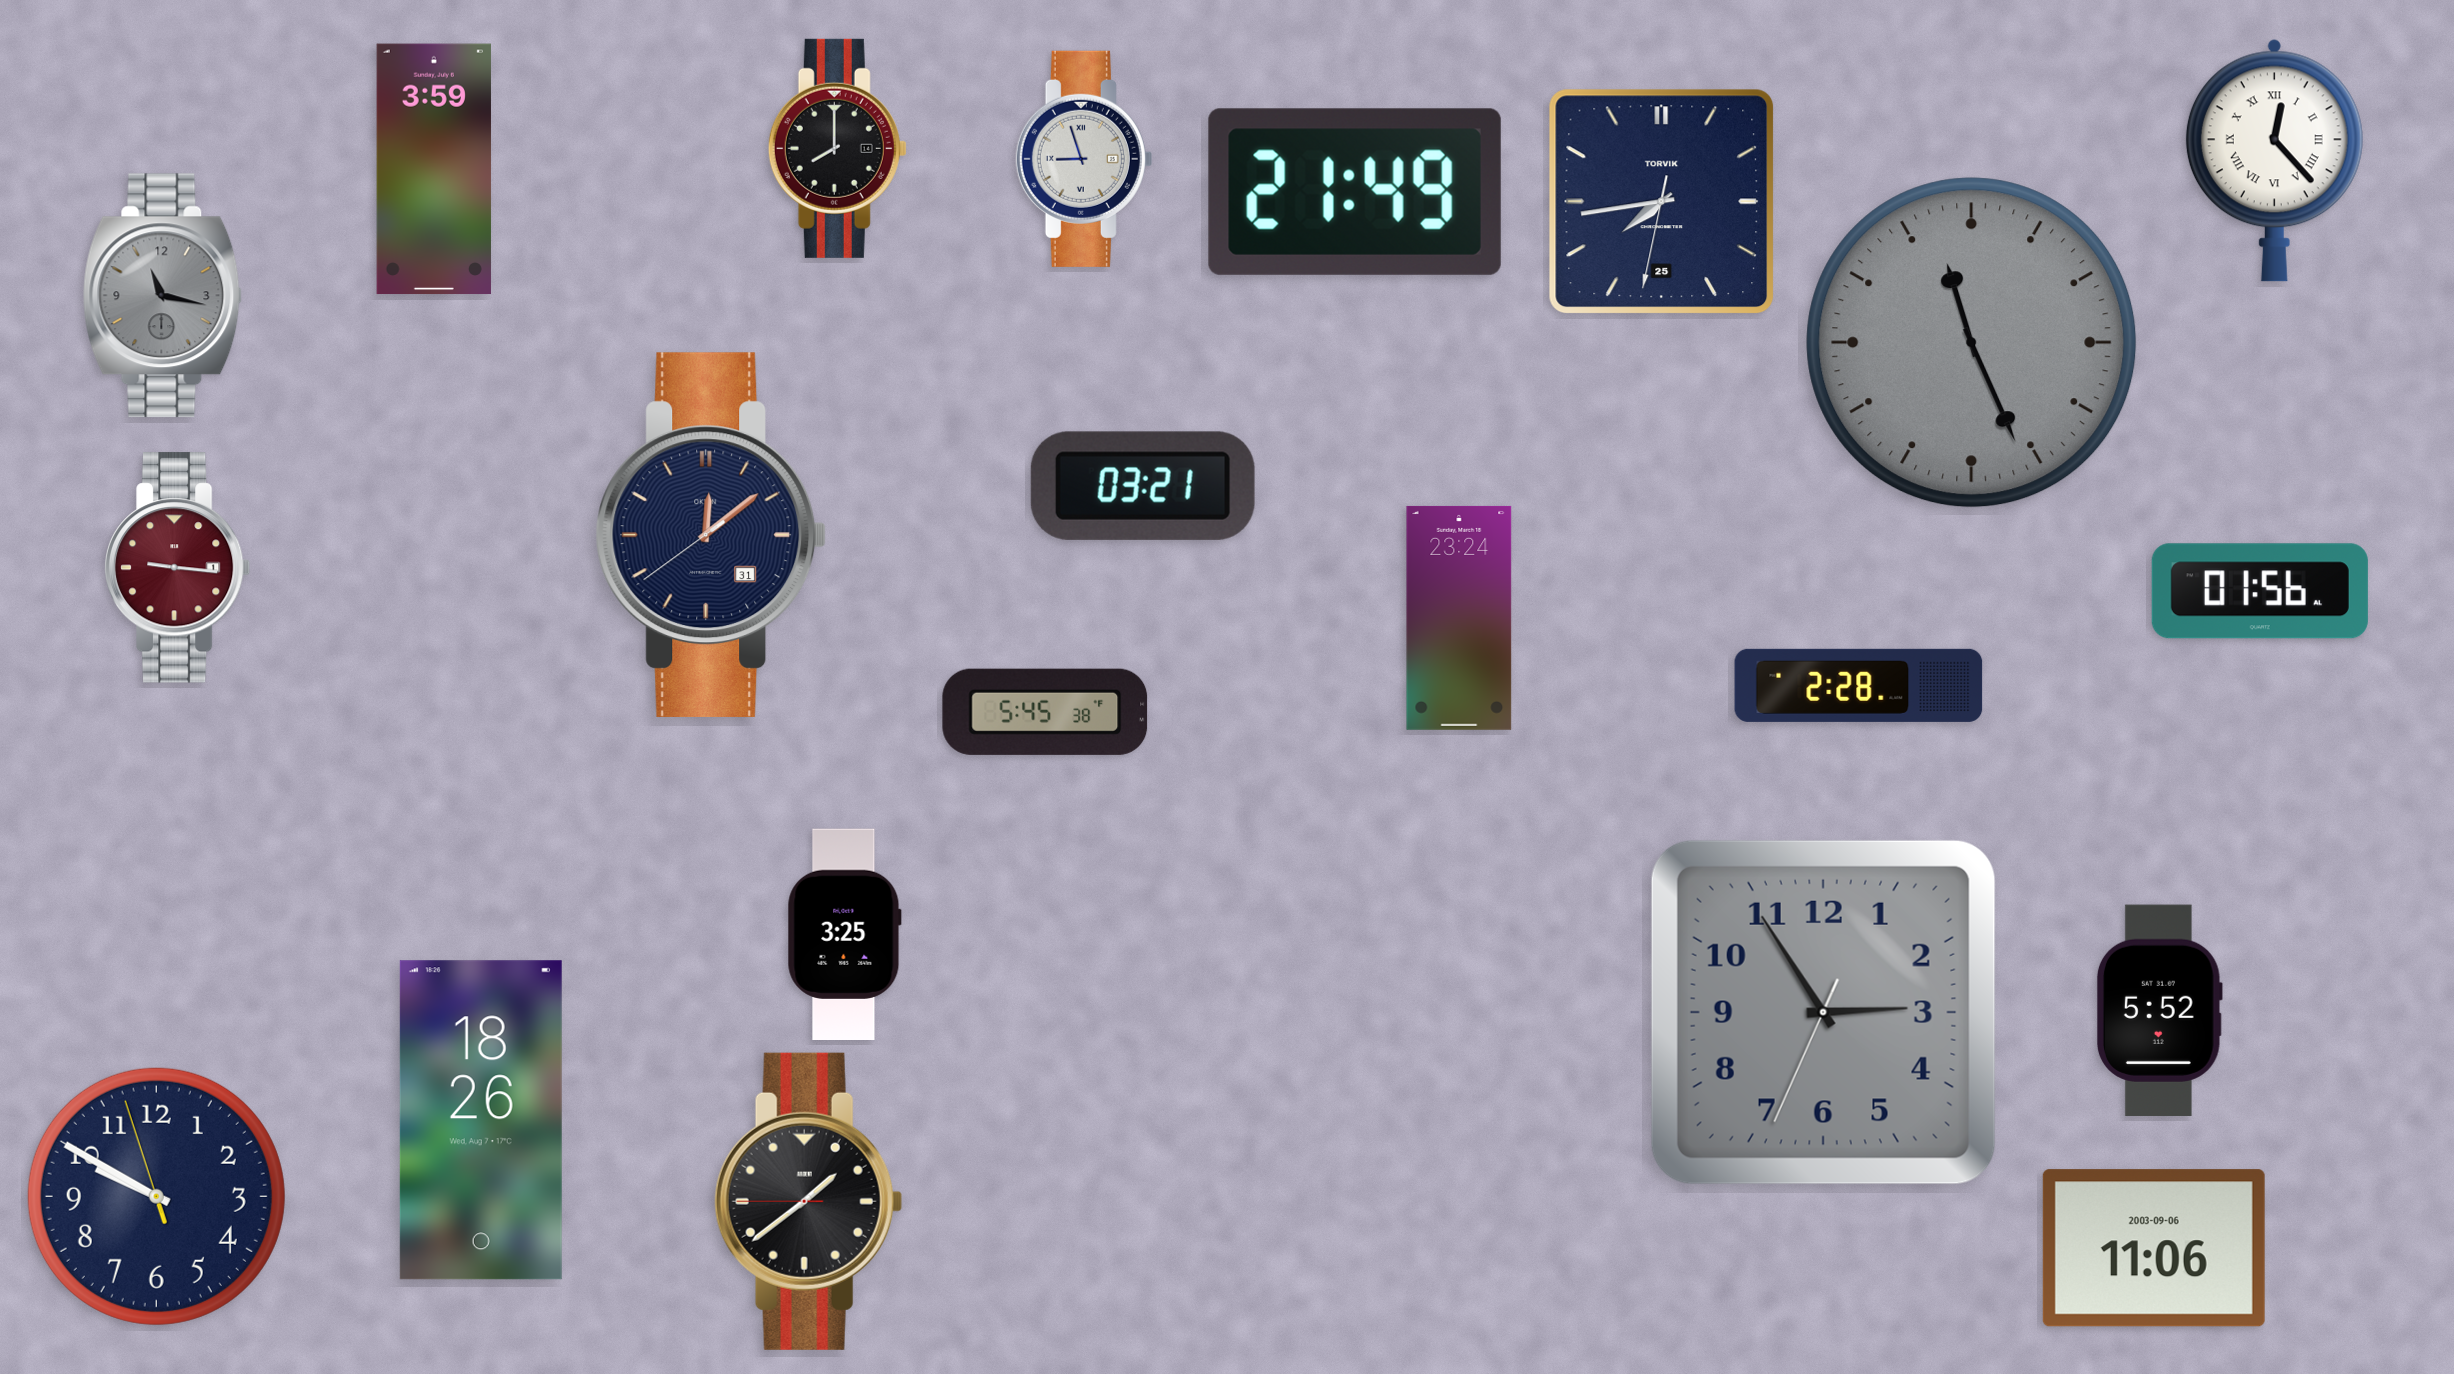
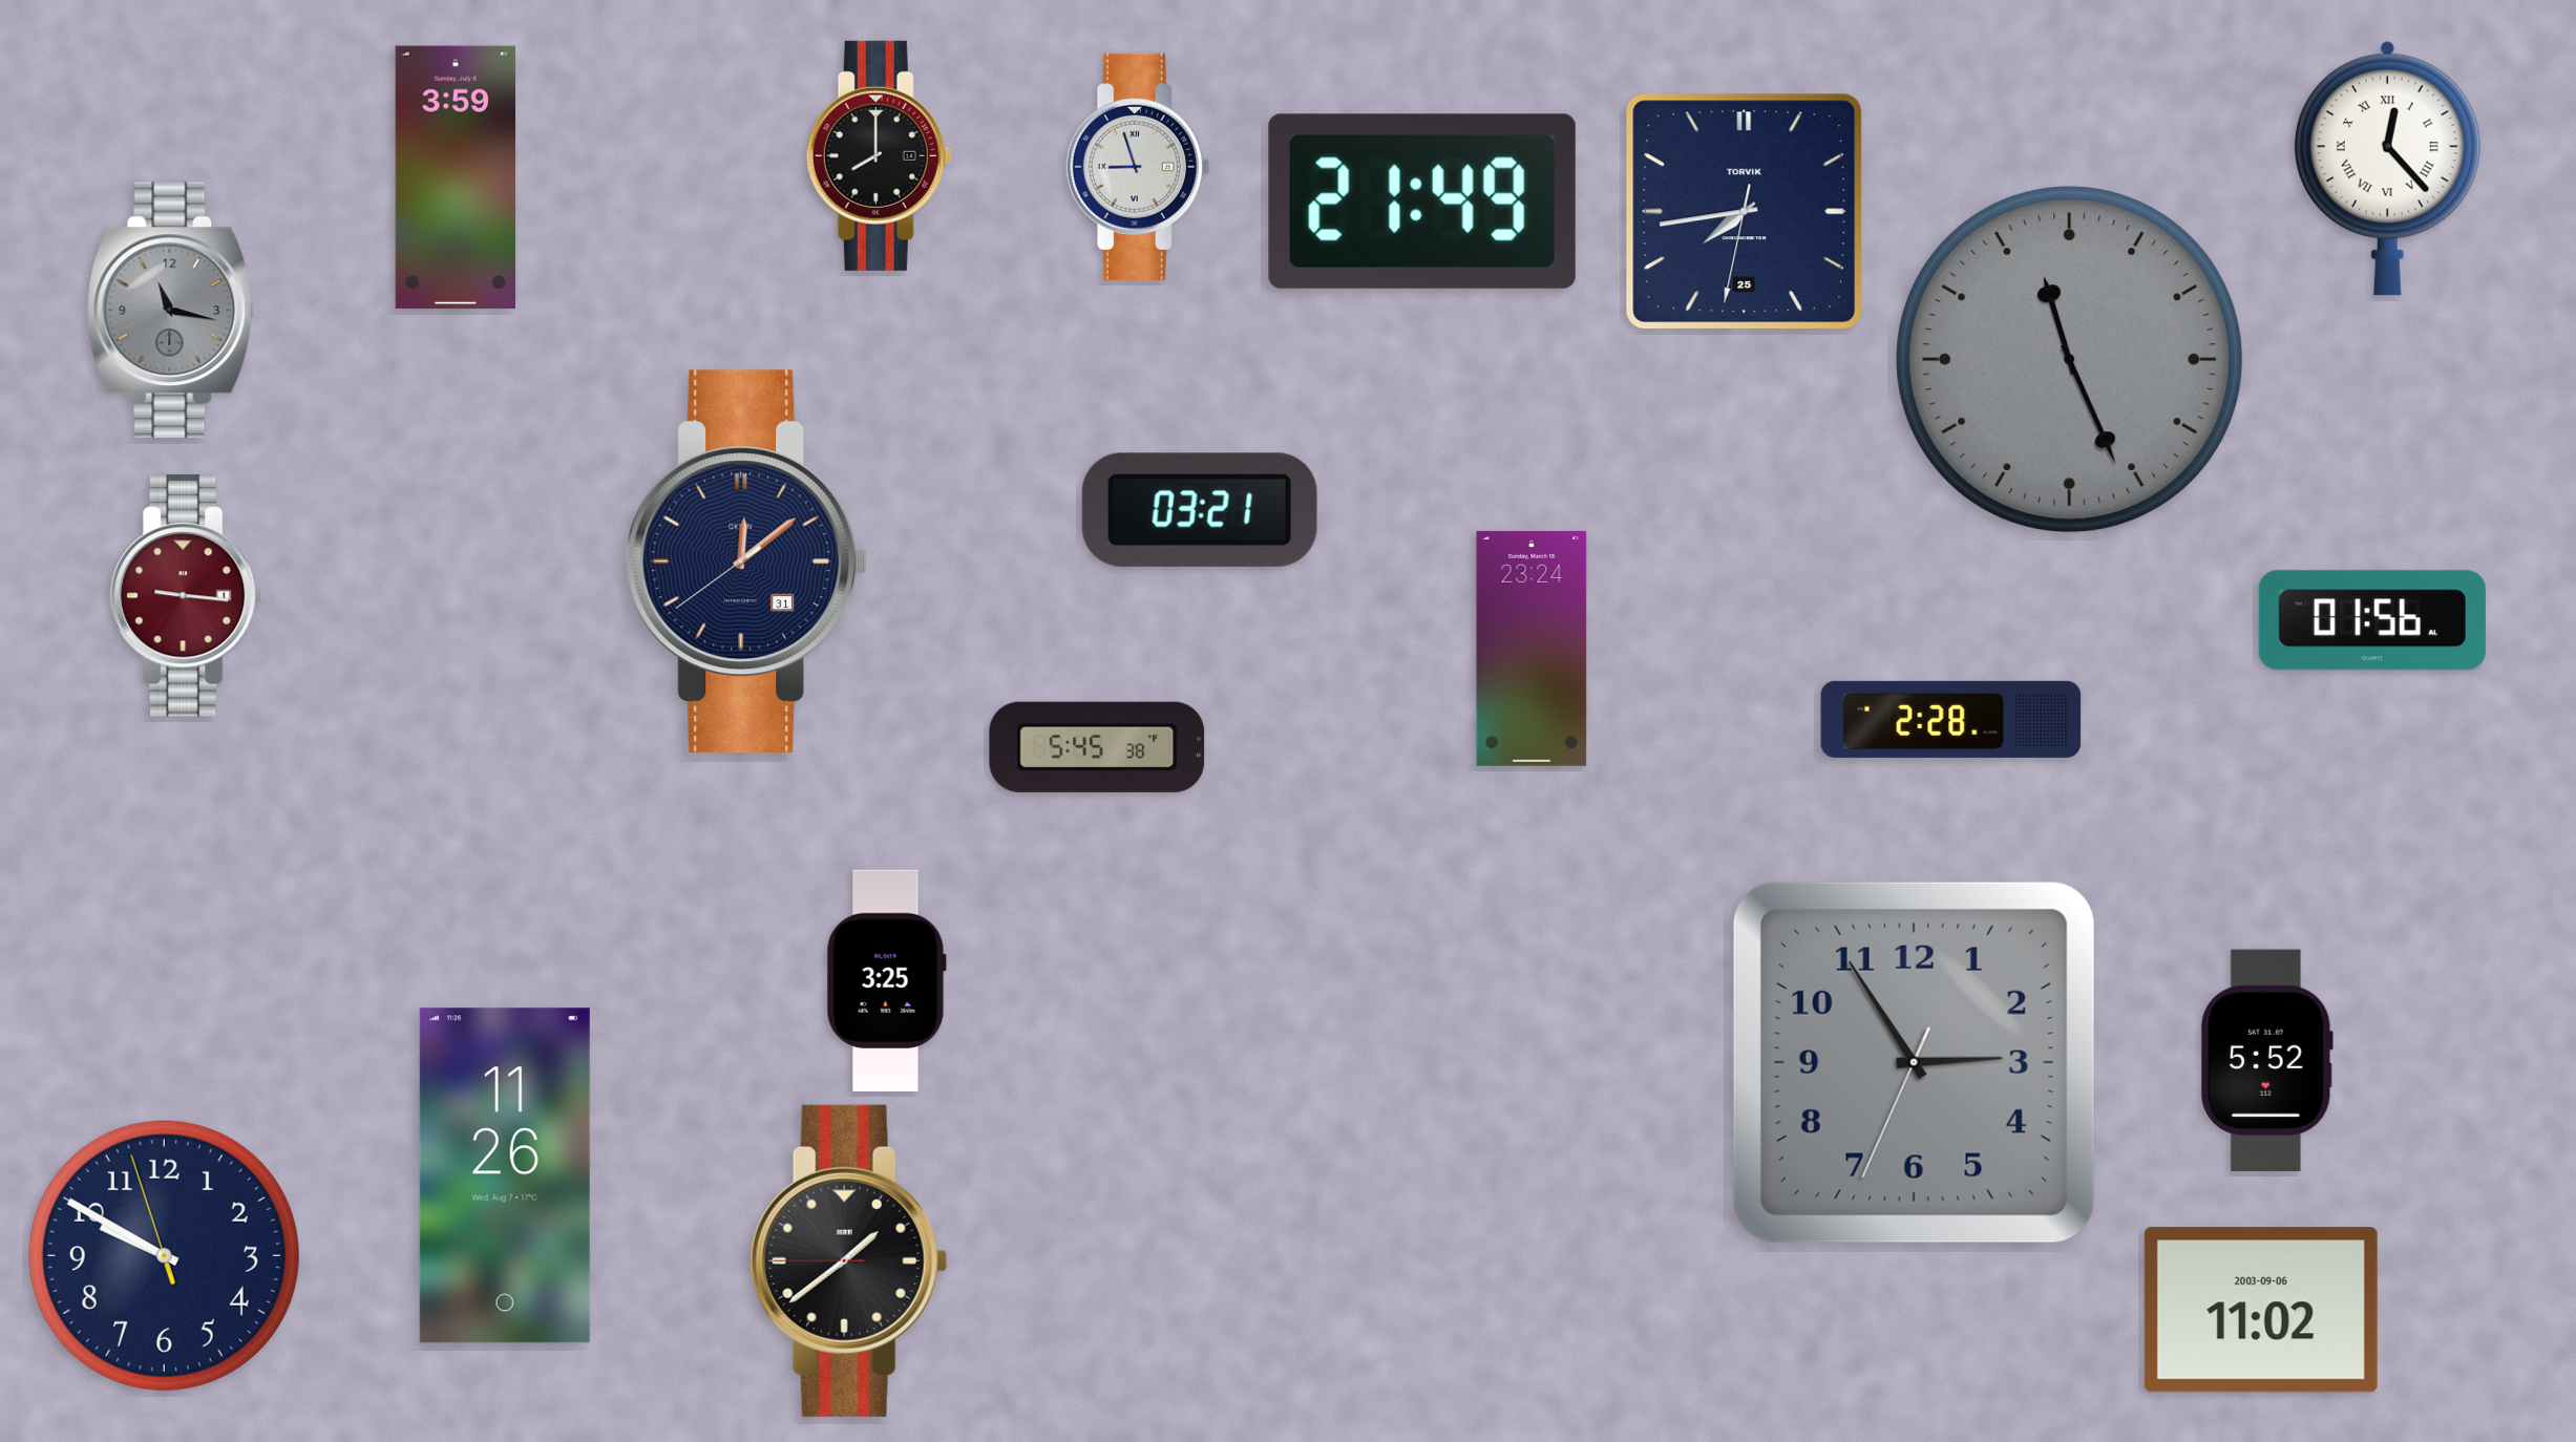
clock at (481, 1120): 18:26 -> 11:26
clock at (2154, 1248): 11:06 -> 11:02
